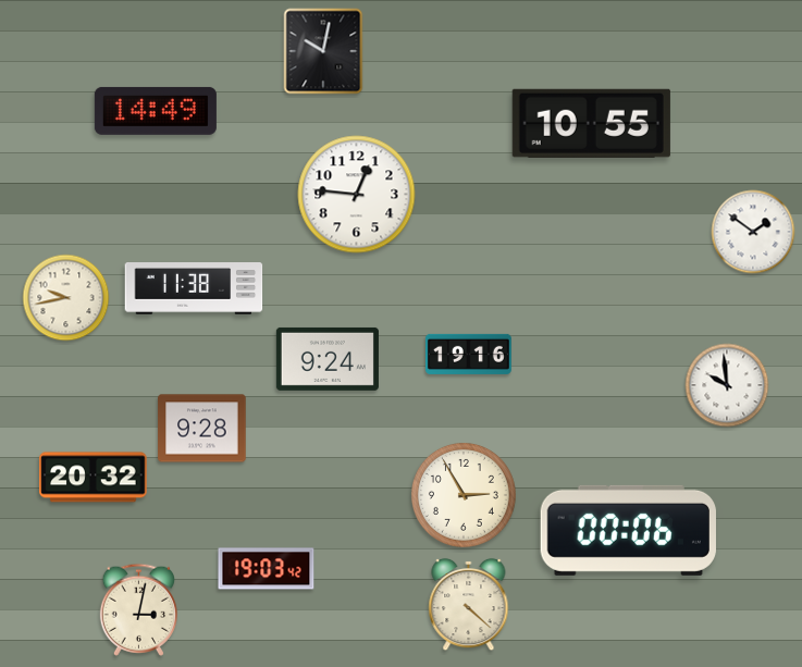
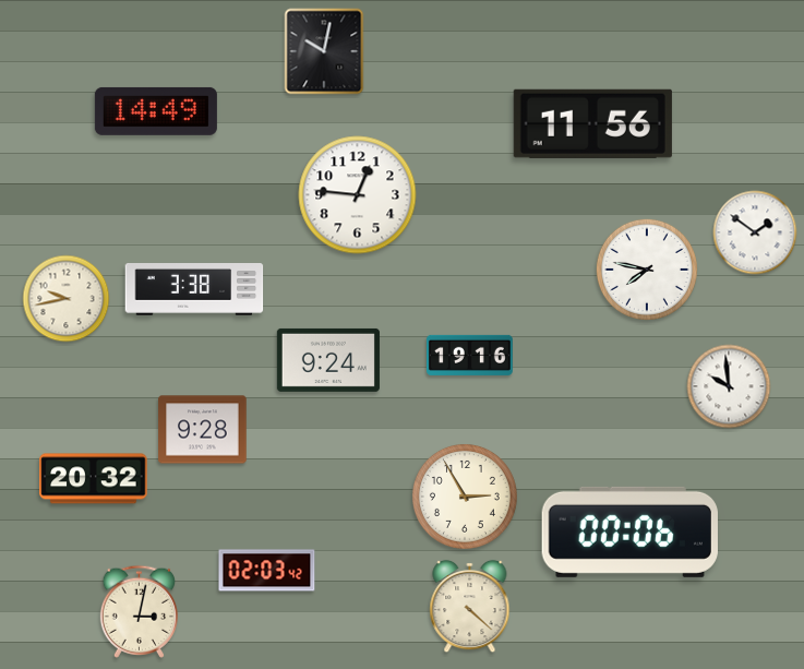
clock at (591, 123): 10:55 -> 11:56
clock at (647, 270): none -> 7:47
clock at (194, 289): 11:38 -> 3:38
clock at (267, 569): 19:03 -> 02:03
